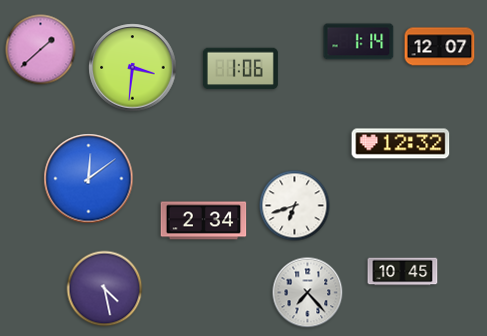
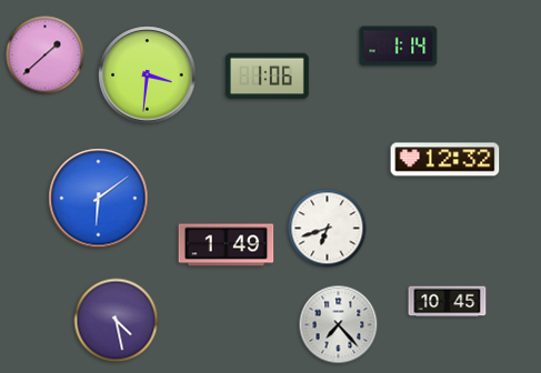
clock at (440, 47): 12:07 -> none
clock at (89, 179): 12:09 -> 6:09
clock at (204, 221): 2:34 -> 1:49
clock at (308, 293) position: (308, 293) -> (339, 325)
